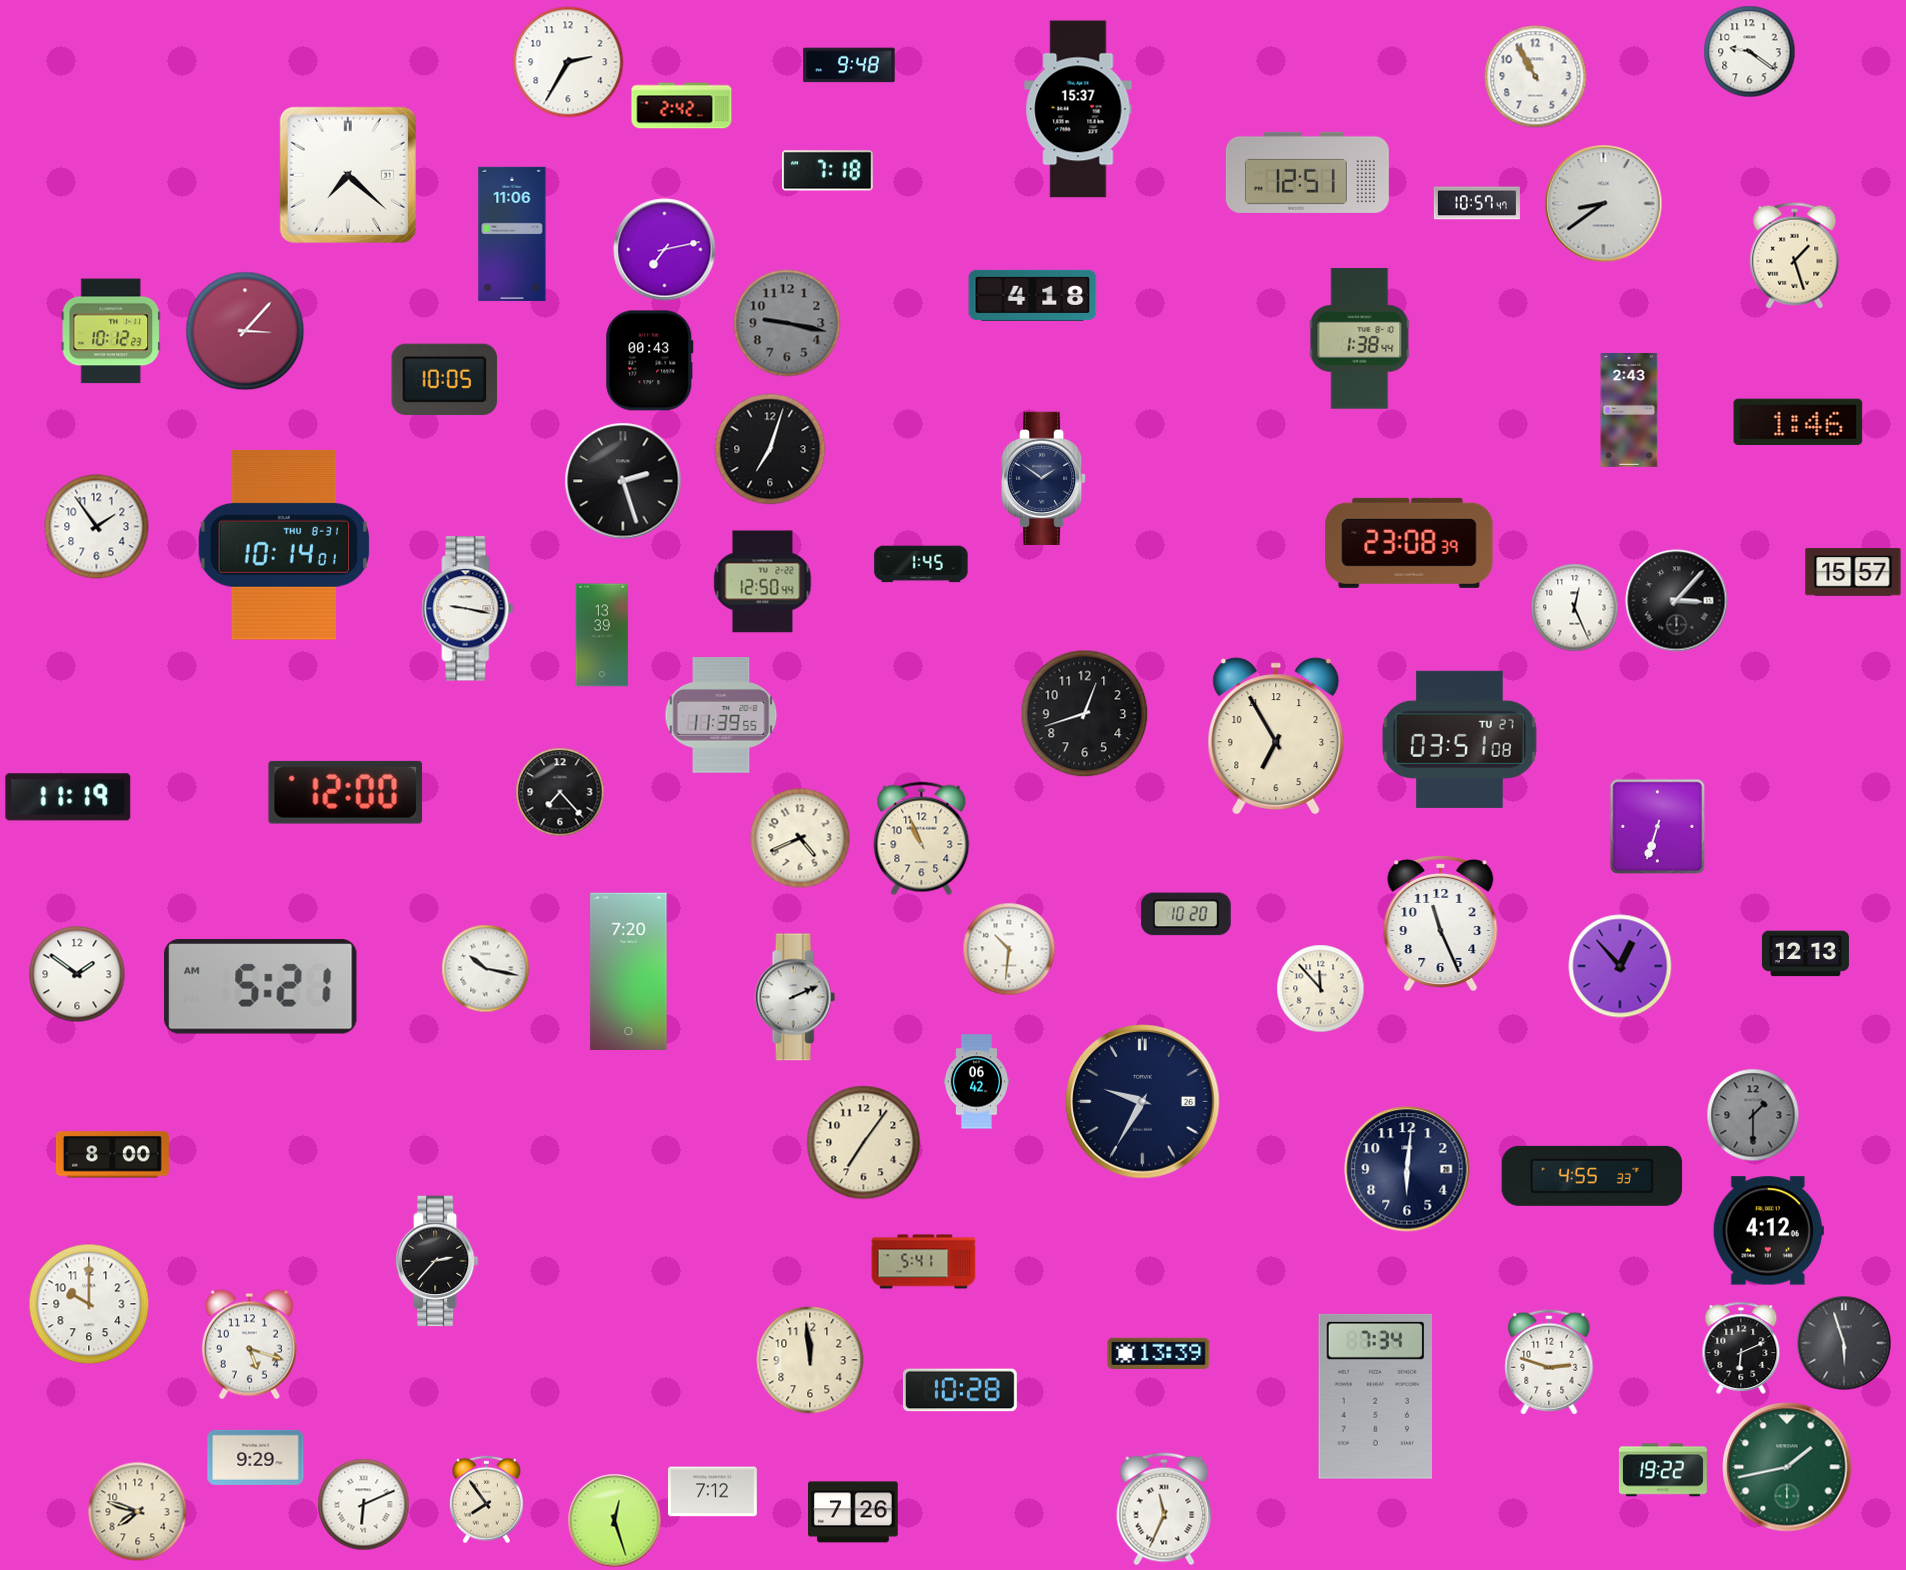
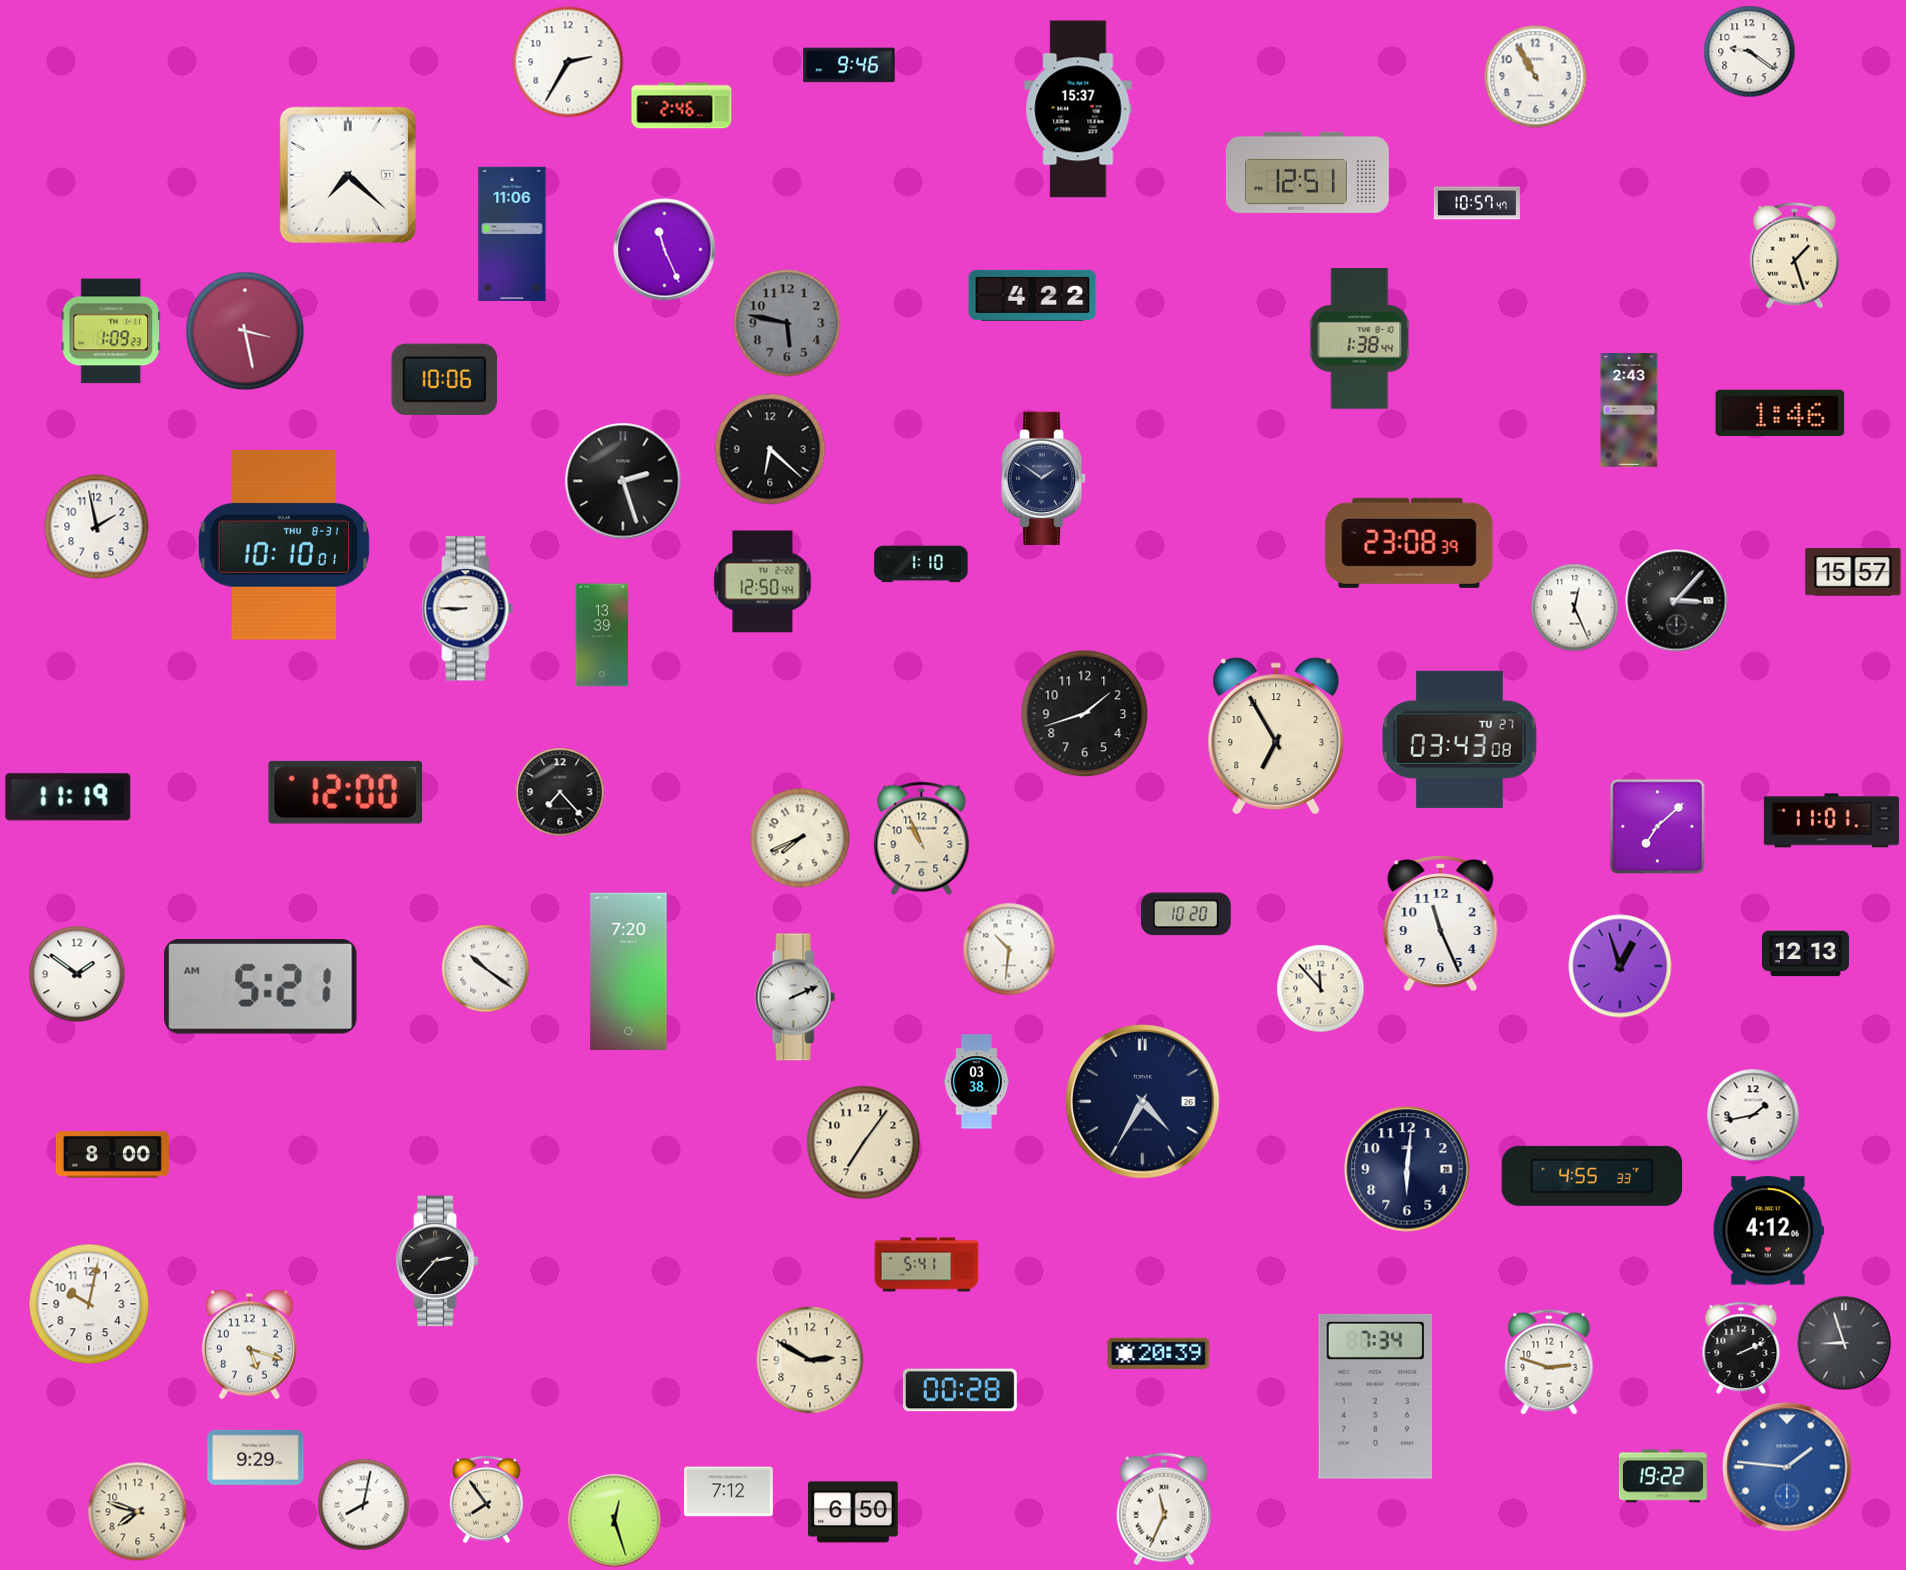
clock at (849, 65): 9:48 -> 9:46
clock at (682, 106): 2:42 -> 2:46
clock at (828, 171): 7:18 -> none
clock at (1604, 204): 8:39 -> none
clock at (665, 250): 7:13 -> 11:26
clock at (1033, 295): 4:18 -> 4:22
clock at (787, 323): 9:17 -> 5:47
clock at (111, 331): 10:12 -> 1:09
clock at (245, 331): 3:07 -> 3:28
clock at (650, 361): 00:43 -> none
clock at (445, 379): 10:05 -> 10:06
clock at (1798, 421) position: (1798, 421) -> (1780, 412)
clock at (770, 449): 7:03 -> 6:22
clock at (97, 527): 1:54 -> 1:58
clock at (283, 545): 10:14 -> 10:10
clock at (921, 564): 1:45 -> 1:10
clock at (468, 609): 9:17 -> 8:45
clock at (1085, 714): 12:42 -> 1:42
clock at (721, 715): 11:39 -> none
clock at (1460, 739): 03:51 -> 03:43
clock at (1831, 821): none -> 11:01
clock at (1657, 826): 6:33 -> 7:08
clock at (800, 838): 4:41 -> 7:41
clock at (1620, 966): 12:53 -> 12:57
clock at (486, 969): 10:17 -> 10:21
clock at (976, 1082): 06:42 -> 03:38
clock at (1143, 1102): 9:35 -> 4:35
clock at (1753, 1115): 1:30 -> 1:43
clock at (1753, 1115) dial: grey -> white
clock at (924, 1262) position: (924, 1262) -> (927, 1265)
clock at (89, 1304): 10:00 -> 10:02
clock at (1844, 1343): 5:57 -> 8:57
clock at (1741, 1348): 6:11 -> 2:11
clock at (1159, 1353): 13:39 -> 20:39
clock at (810, 1360): 11:59 -> 2:50
clock at (960, 1390): 10:28 -> 00:28
clock at (1787, 1467): 1:43 -> 1:46
clock at (1787, 1467) dial: green -> blue
clock at (1663, 1470) position: (1663, 1470) -> (1663, 1476)
clock at (713, 1492) position: (713, 1492) -> (729, 1492)
clock at (364, 1505): 6:11 -> 8:02
clock at (853, 1512): 7:26 -> 6:50
